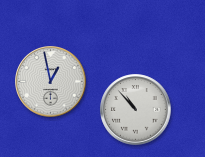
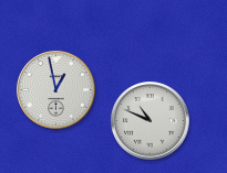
clock at (136, 110): 10:53 -> 10:49
